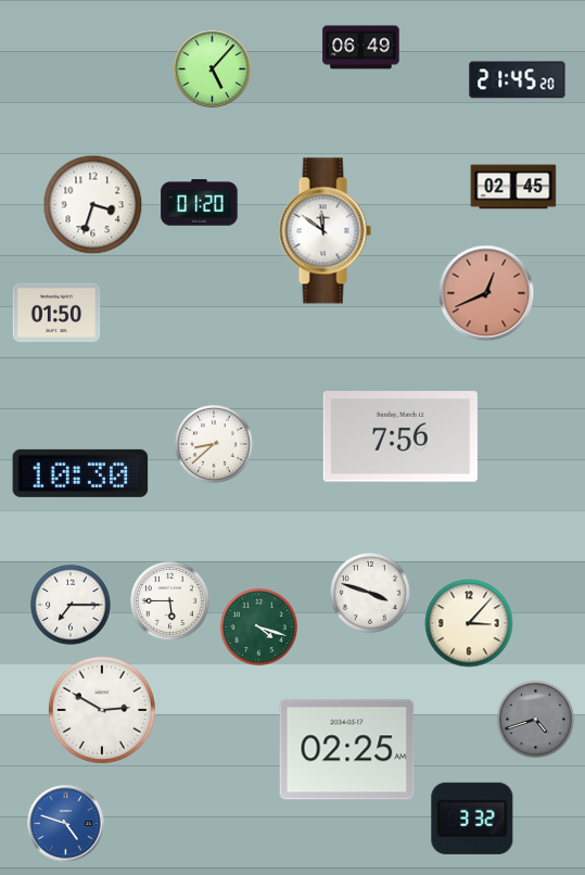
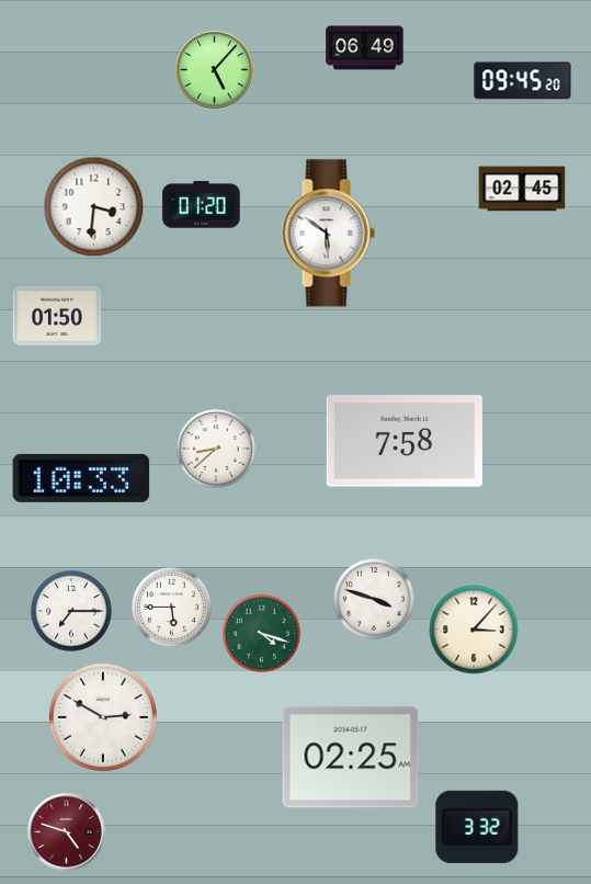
clock at (518, 80): 21:45 -> 09:45
clock at (513, 187) position: (513, 187) -> (522, 189)
clock at (93, 205): 3:33 -> 3:31
clock at (325, 231): 11:51 -> 5:51
clock at (486, 293): 12:41 -> none
clock at (400, 436): 7:56 -> 7:58
clock at (80, 473): 10:30 -> 10:33
clock at (535, 719): 4:42 -> none
clock at (66, 824) dial: blue -> burgundy
